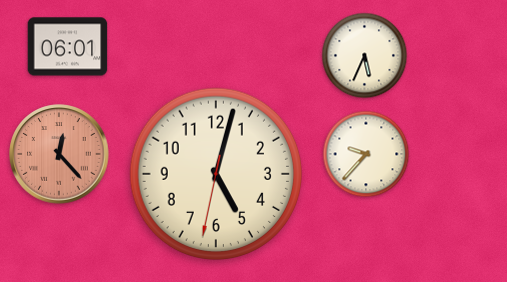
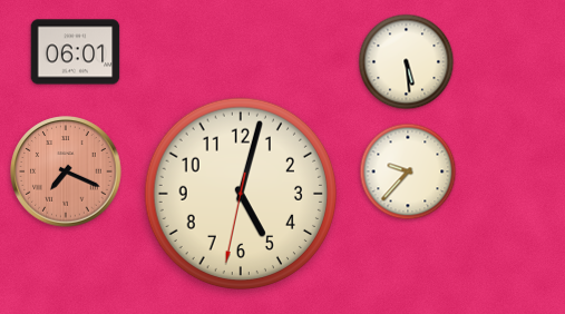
clock at (365, 56): 5:34 -> 5:29
clock at (59, 154): 12:23 -> 7:19
